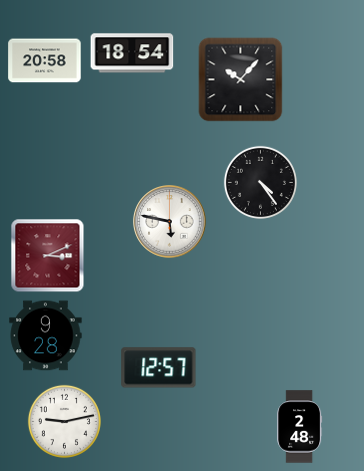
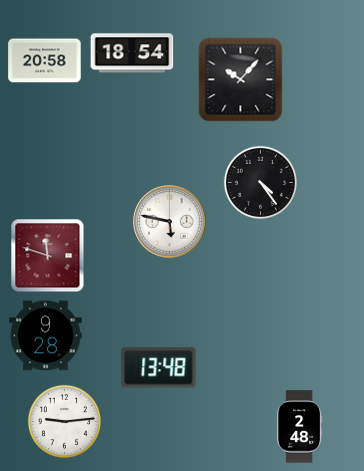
clock at (48, 256): 3:11 -> 11:48
clock at (159, 368): 12:57 -> 13:48
clock at (64, 421): 9:13 -> 9:14
